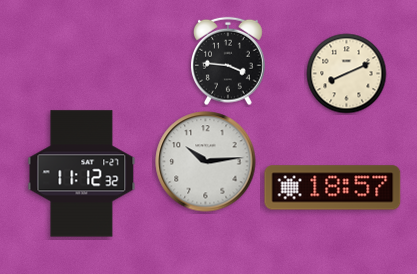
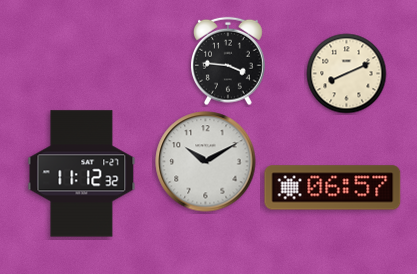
clock at (206, 162): 10:14 -> 10:10
clock at (333, 188): 18:57 -> 06:57
